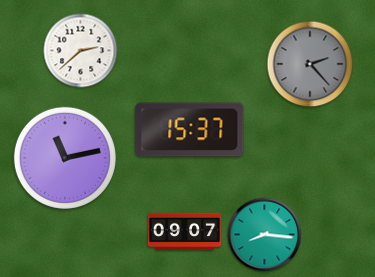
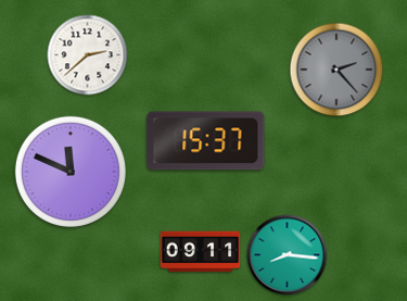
clock at (65, 158): 11:13 -> 11:49
clock at (185, 232): 09:07 -> 09:11
